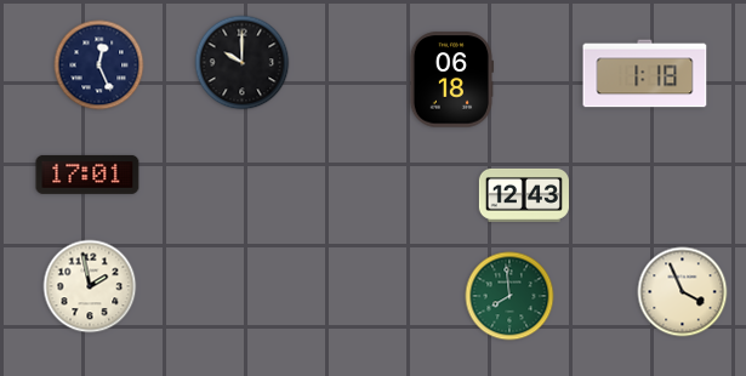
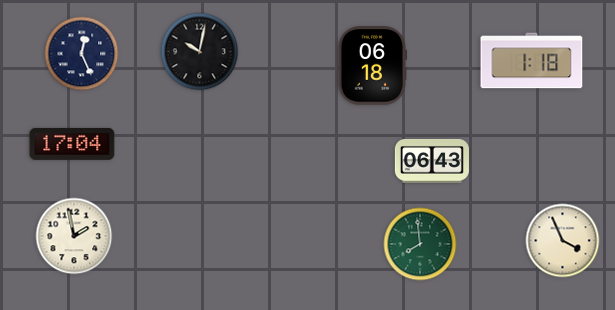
clock at (243, 63): 10:00 -> 10:02
clock at (87, 175): 17:01 -> 17:04
clock at (524, 195): 12:43 -> 06:43
